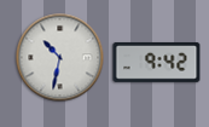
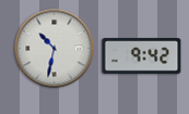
clock at (60, 58) position: (60, 58) -> (55, 49)
